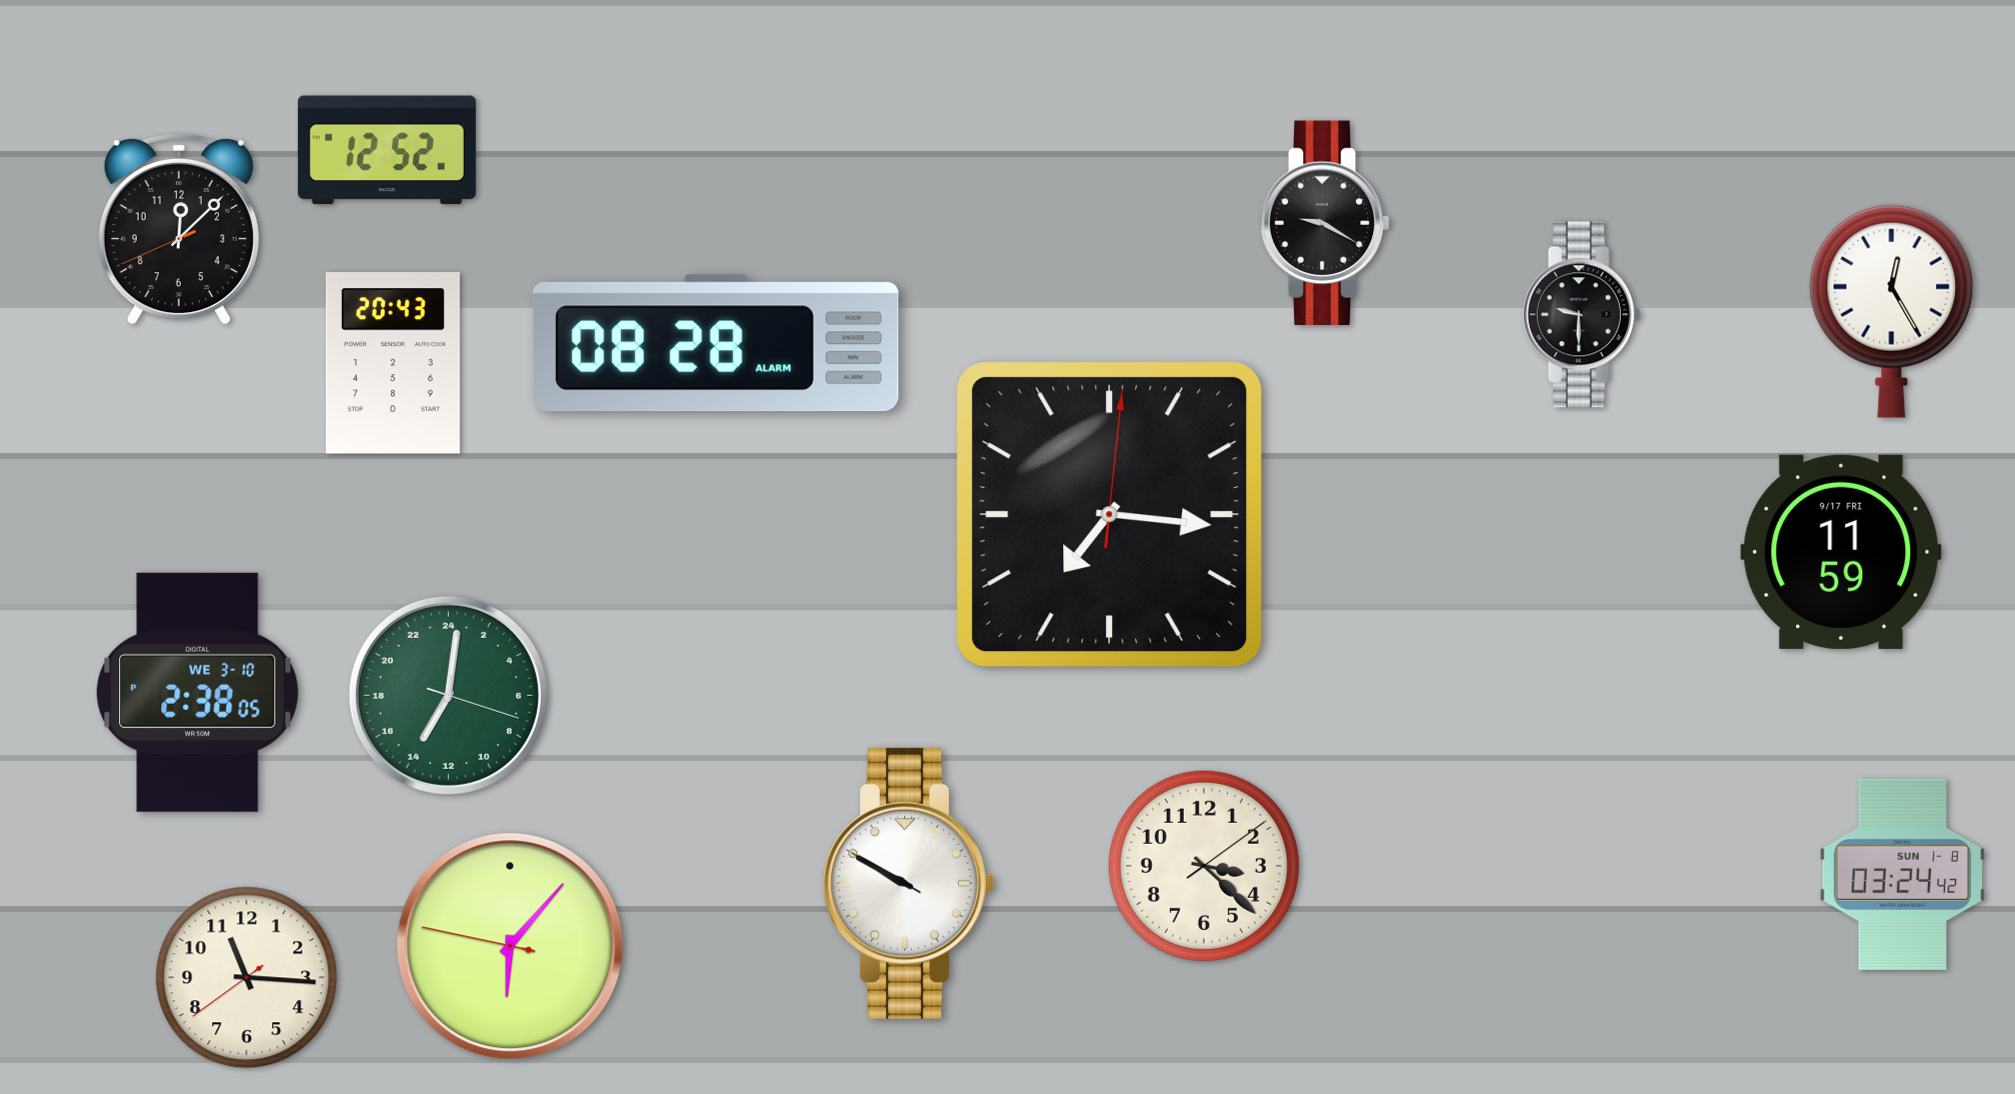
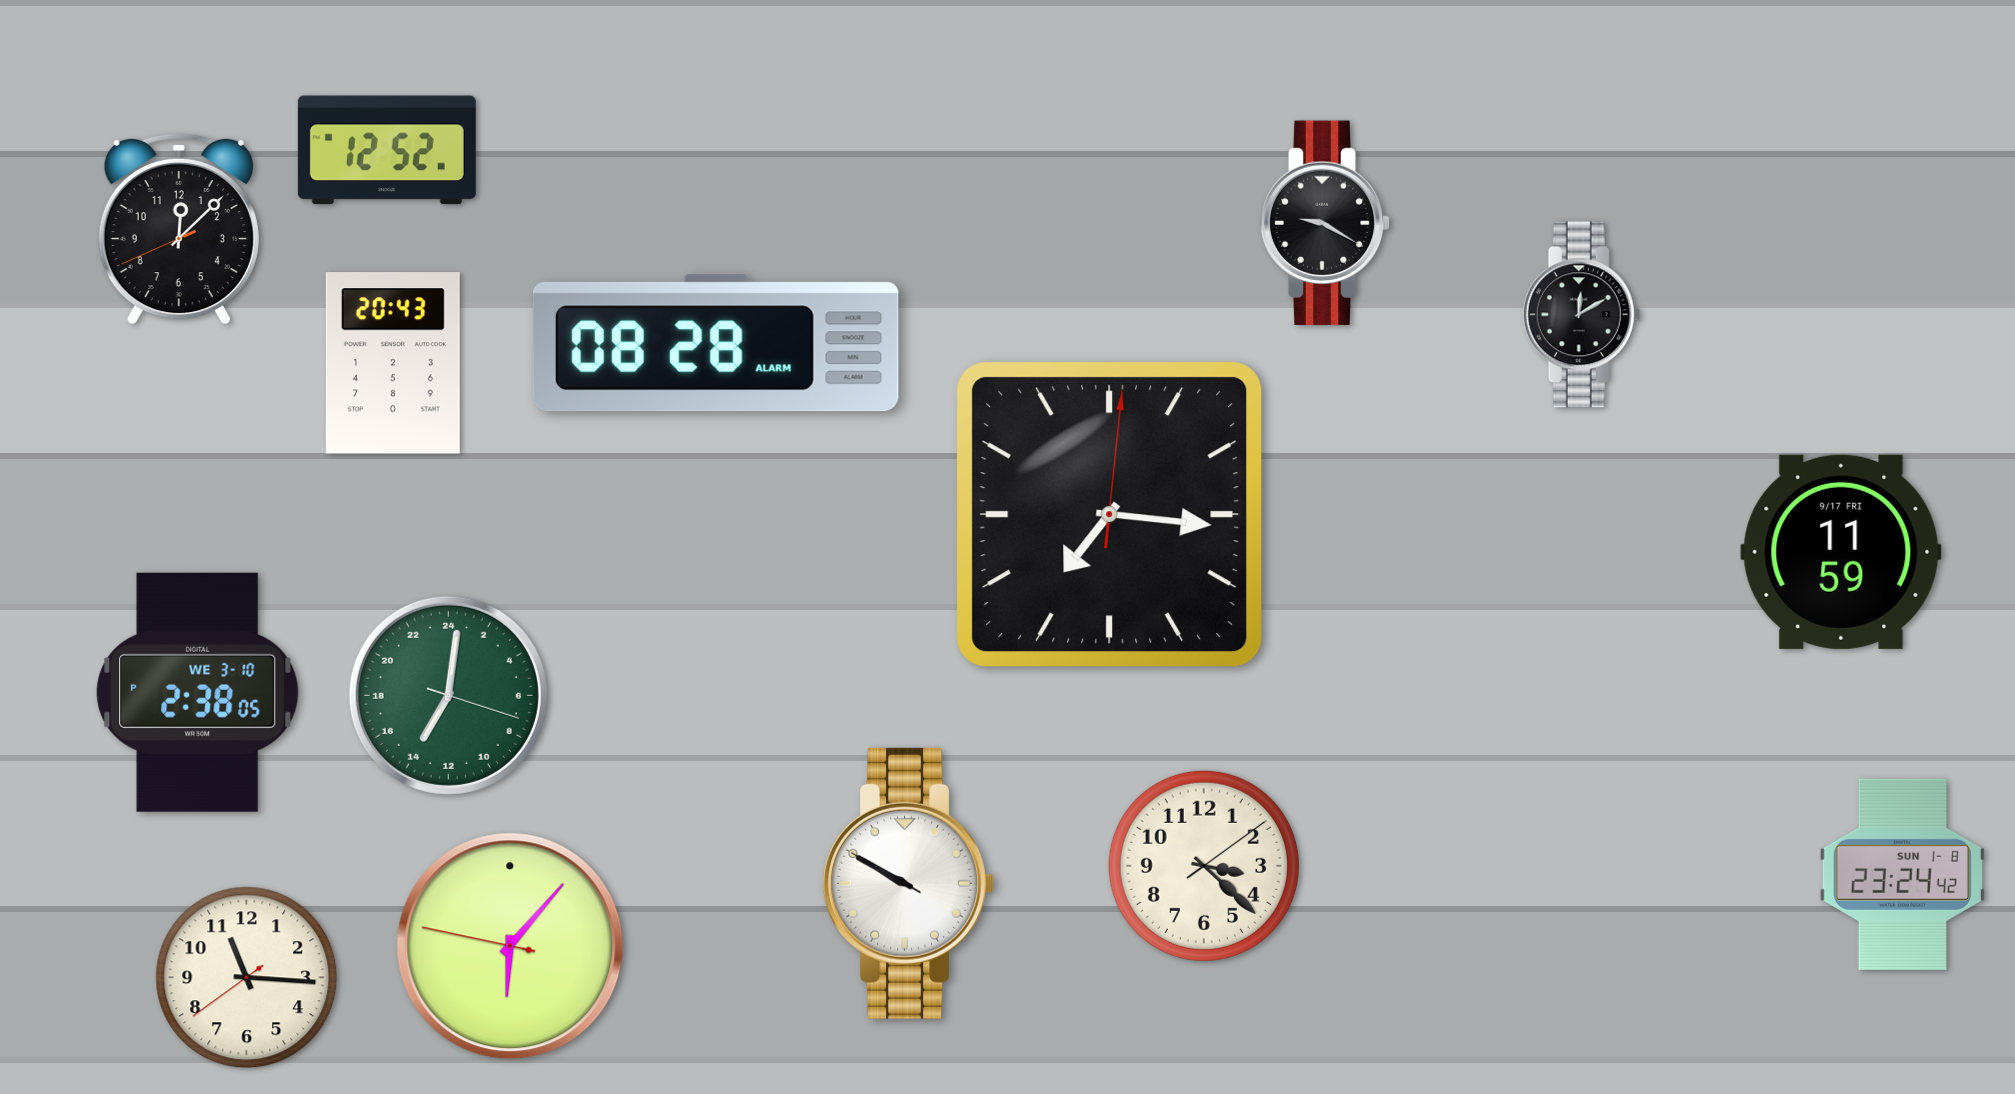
clock at (1892, 311): 12:25 -> none
clock at (1582, 315): 9:30 -> 12:10
clock at (1902, 874): 03:24 -> 23:24
